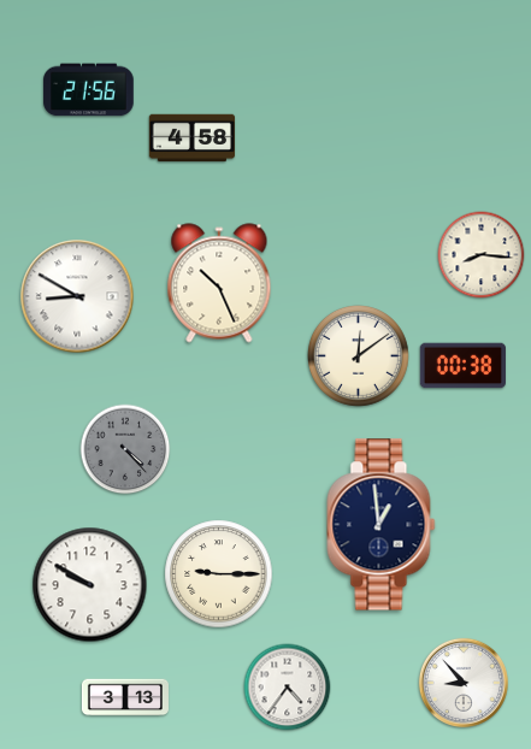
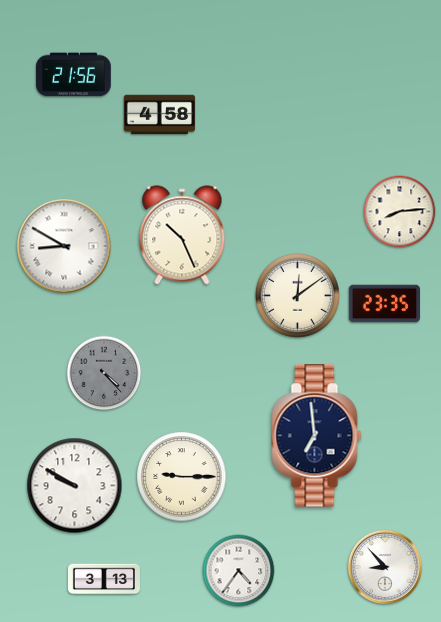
clock at (482, 255): 8:16 -> 8:14
clock at (462, 366): 00:38 -> 23:35
clock at (382, 525): 12:59 -> 6:59
